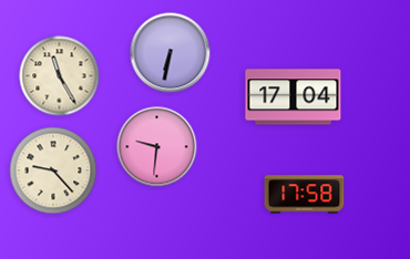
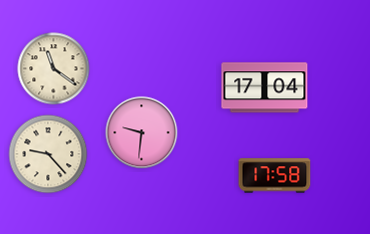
clock at (171, 53): 6:32 -> none
clock at (60, 76): 11:25 -> 11:21
